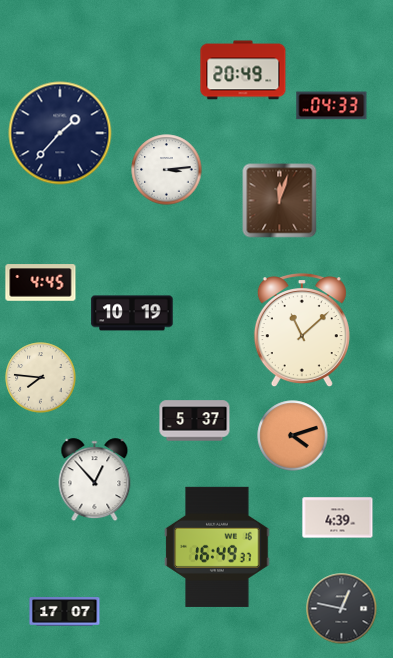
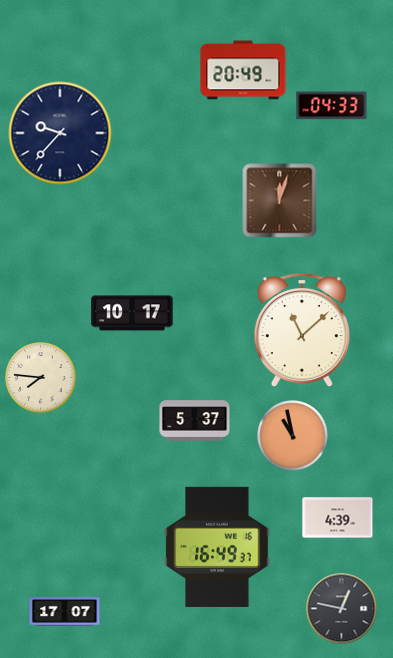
clock at (60, 133): 1:37 -> 9:37
clock at (167, 170): 3:14 -> none
clock at (41, 283): 4:45 -> none
clock at (132, 313): 10:19 -> 10:17
clock at (293, 436): 4:12 -> 10:58
clock at (95, 480): 12:53 -> none
